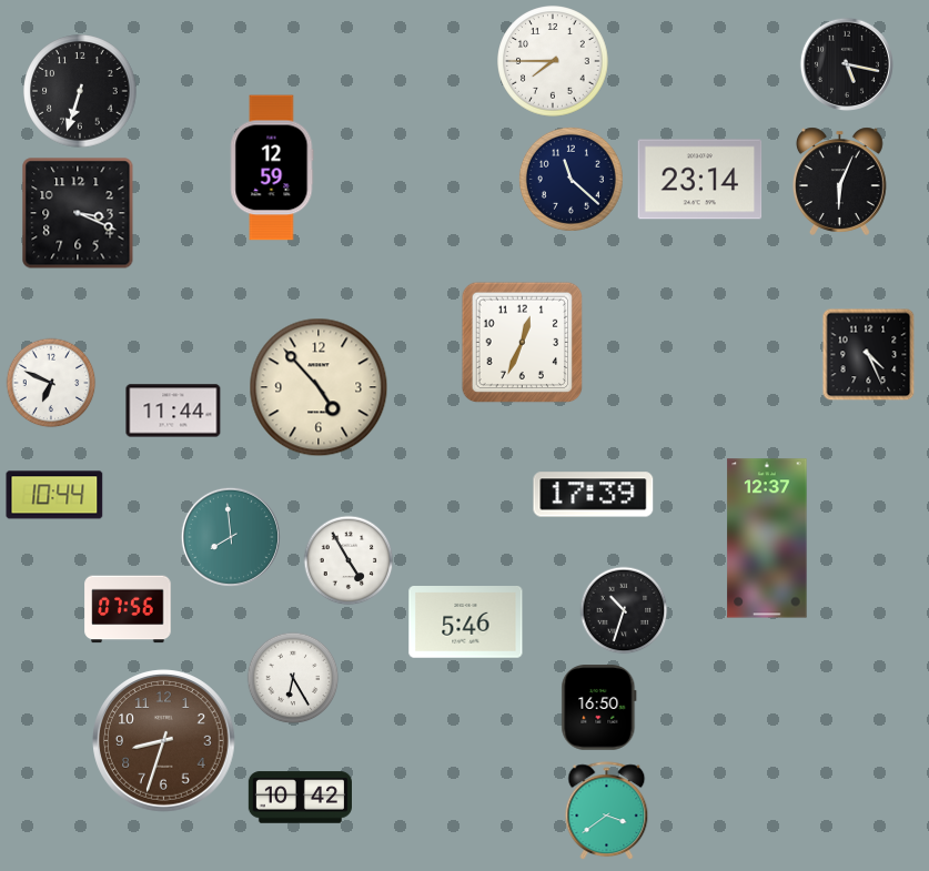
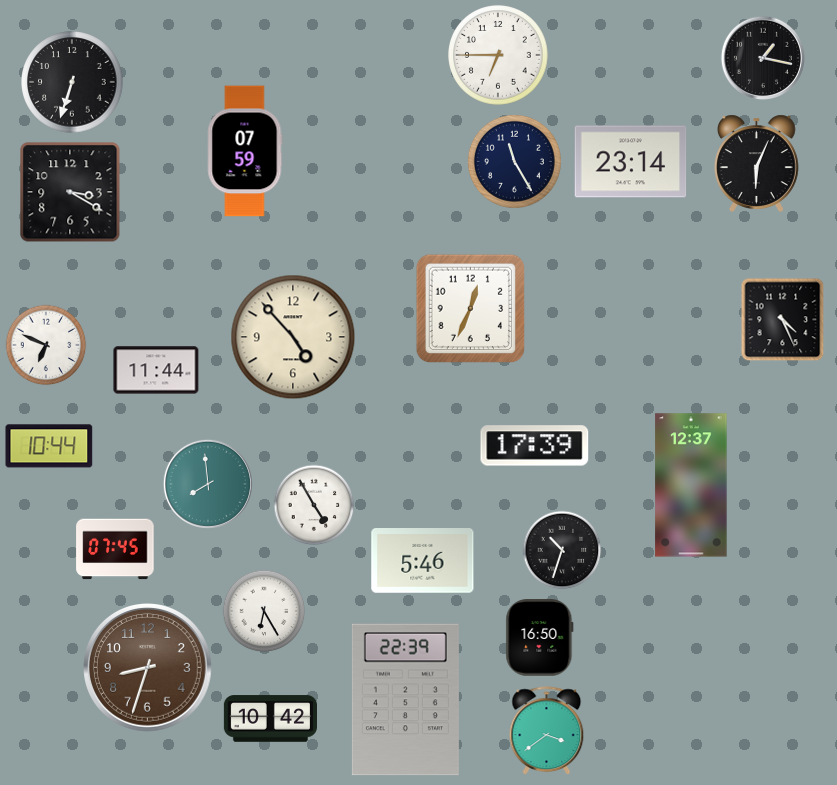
clock at (553, 61): 7:45 -> 6:45
clock at (847, 64): 5:17 -> 1:17
clock at (272, 168): 12:59 -> 07:59
clock at (570, 179): 11:22 -> 11:25
clock at (78, 213): 3:19 -> 3:20
clock at (319, 387) position: (319, 387) -> (293, 337)
clock at (128, 609): 07:56 -> 07:45
clock at (466, 622) position: (466, 622) -> (423, 561)
clock at (405, 700): none -> 22:39
